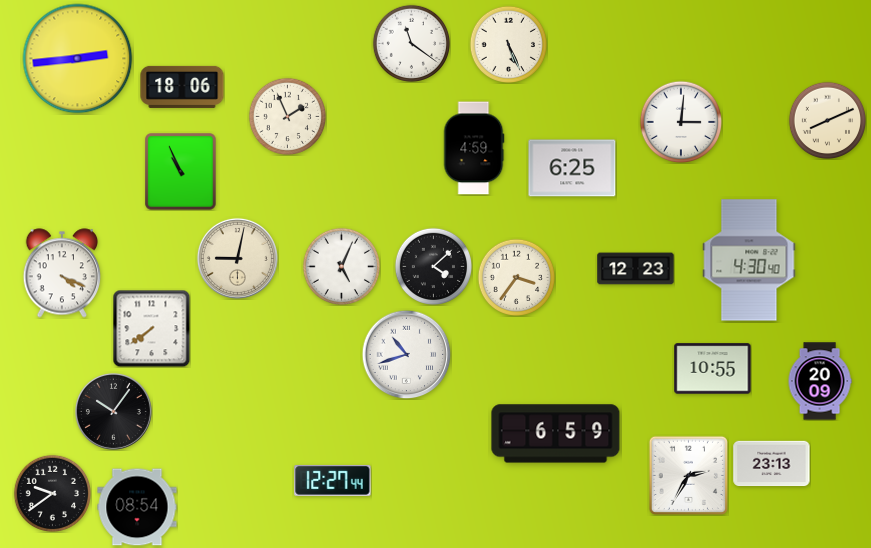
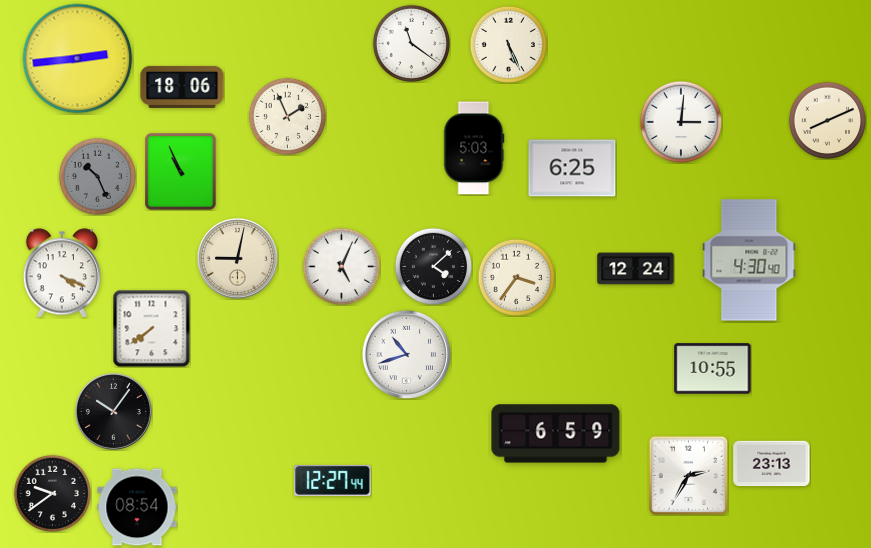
clock at (474, 148): 4:59 -> 5:03
clock at (97, 176): none -> 10:26
clock at (636, 269): 12:23 -> 12:24
clock at (820, 381): 20:09 -> none
